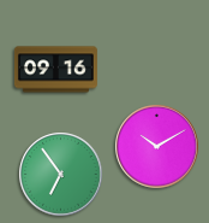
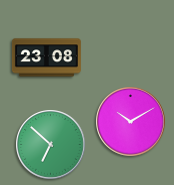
clock at (55, 70): 09:16 -> 23:08
clock at (61, 175): 6:54 -> 6:52
